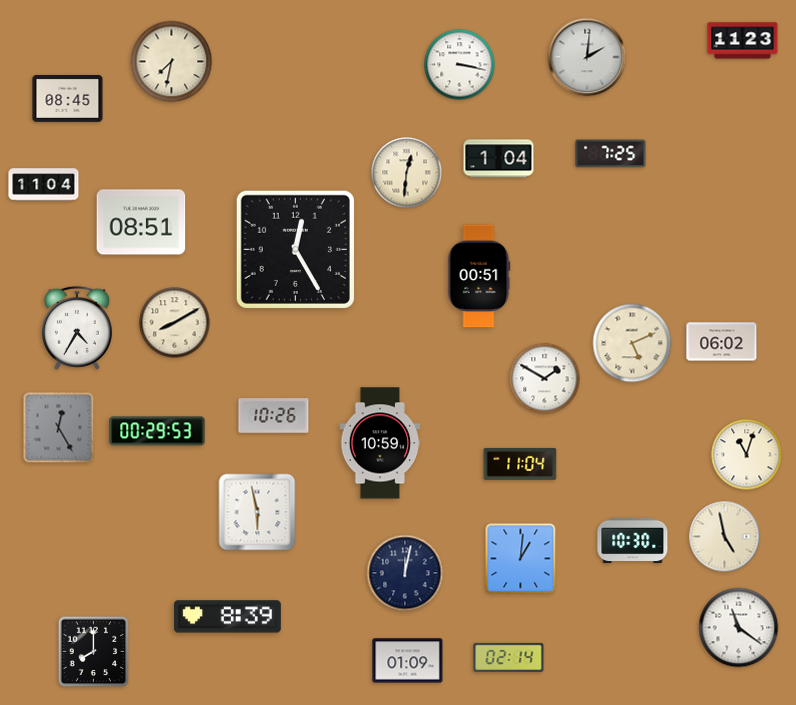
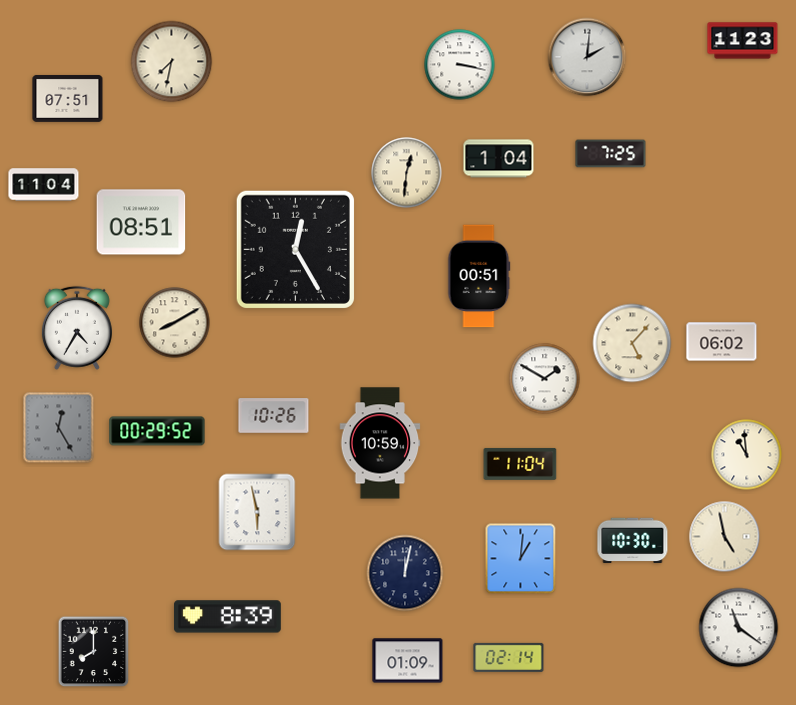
clock at (68, 98): 08:45 -> 07:51
clock at (632, 343): 5:11 -> 5:07
clock at (157, 431): 00:29:53 -> 00:29:52
clock at (747, 455): 11:03 -> 10:59
